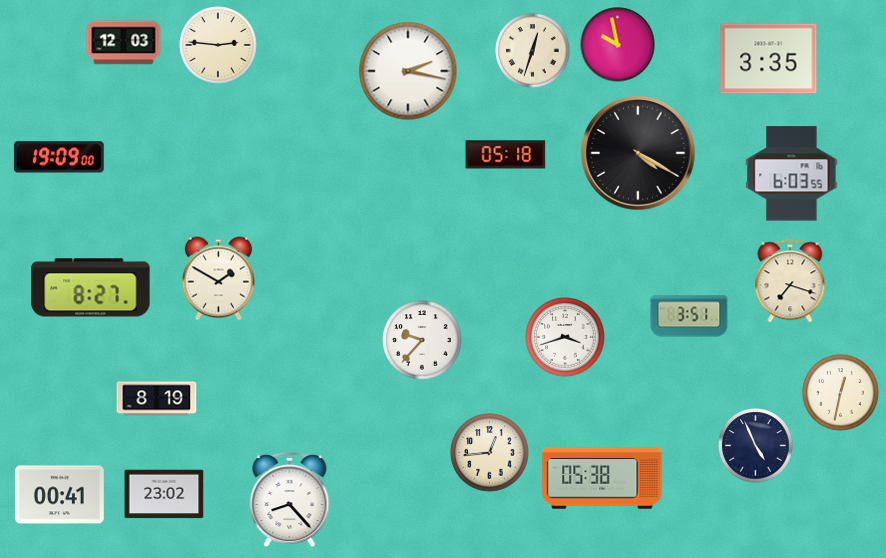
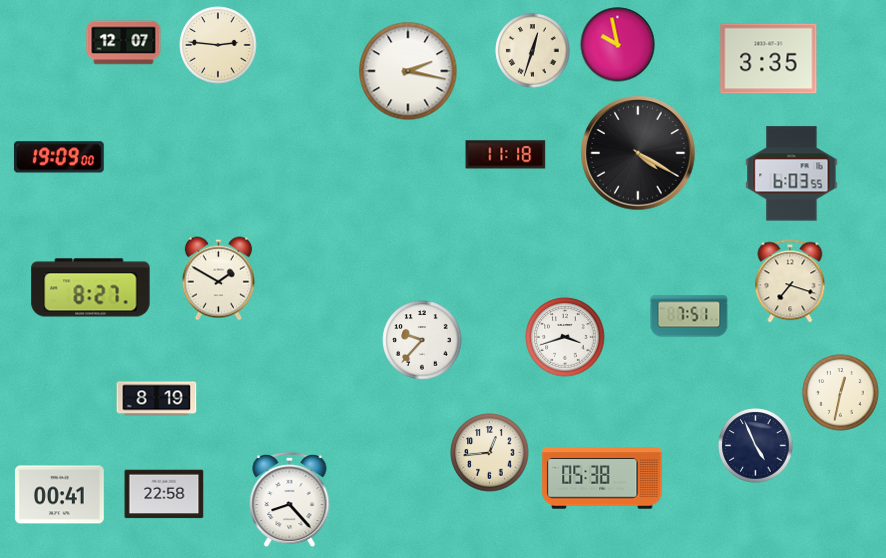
clock at (124, 43): 12:03 -> 12:07
clock at (506, 155): 05:18 -> 11:18
clock at (689, 316): 3:51 -> 7:51
clock at (164, 494): 23:02 -> 22:58
